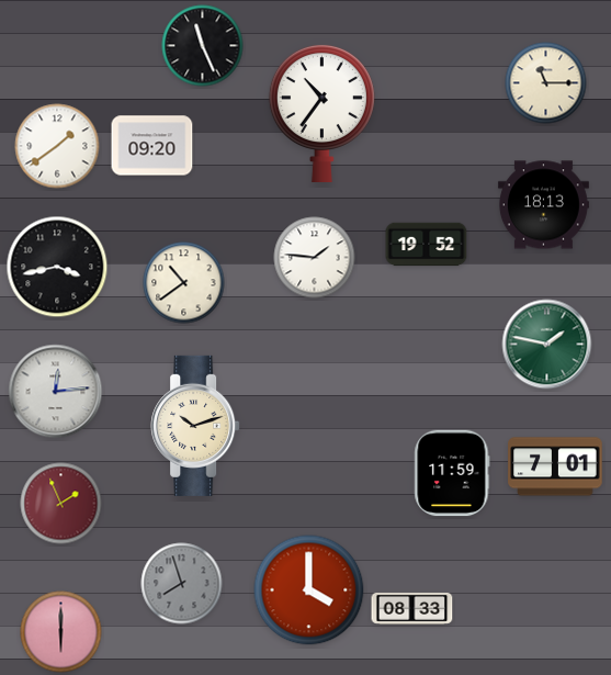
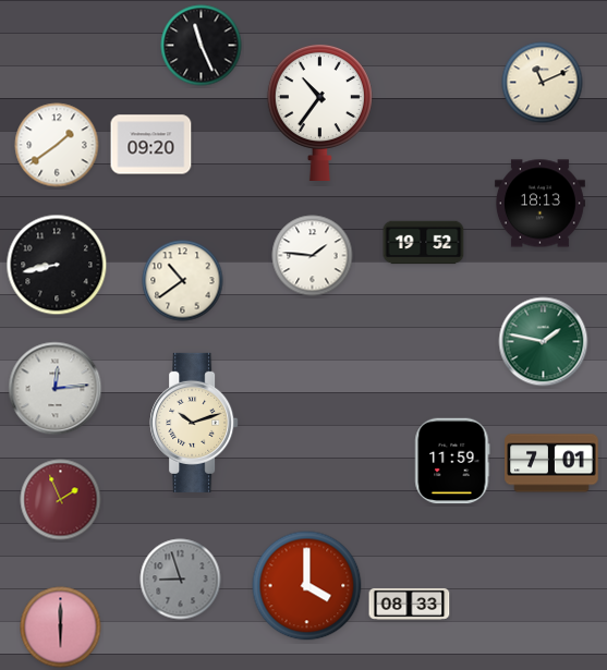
clock at (546, 83): 11:15 -> 11:11
clock at (57, 267): 3:43 -> 8:43
clock at (452, 473) position: (452, 473) -> (452, 461)
clock at (182, 584): 7:57 -> 8:57
